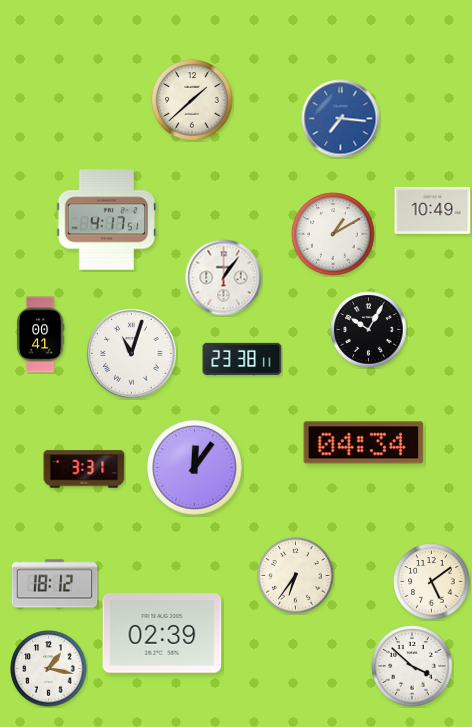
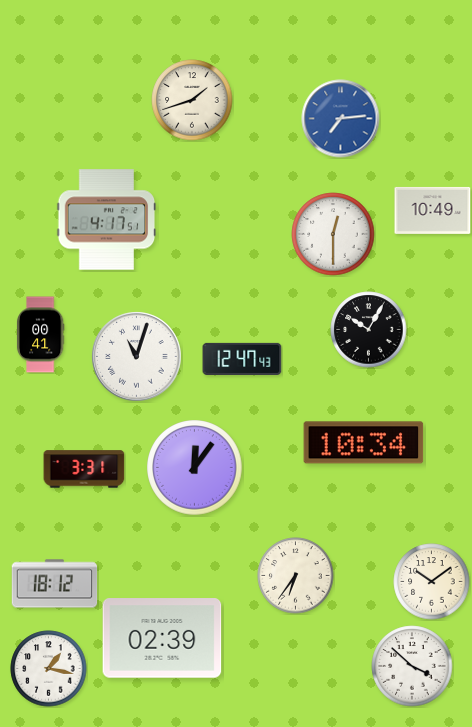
clock at (192, 100): 1:38 -> 1:42
clock at (341, 119): 7:16 -> 7:14
clock at (333, 234): 1:10 -> 12:30
clock at (224, 278): 1:06 -> none
clock at (132, 354) position: (132, 354) -> (137, 357)
clock at (242, 359): 23:38 -> 12:47
clock at (364, 443): 04:34 -> 10:34
clock at (432, 582): 5:09 -> 10:09
clock at (162, 633) position: (162, 633) -> (162, 638)
